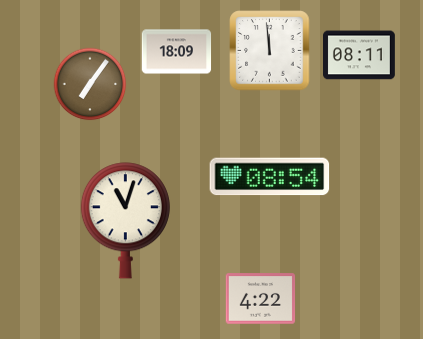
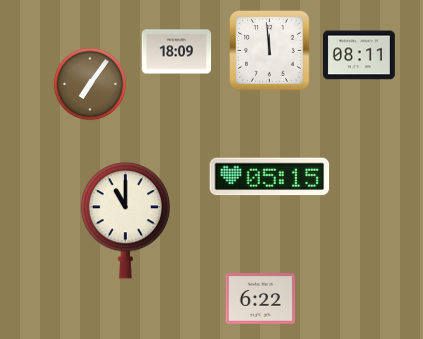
clock at (270, 177): 08:54 -> 05:15
clock at (125, 221): 11:03 -> 11:00
clock at (261, 299): 4:22 -> 6:22
